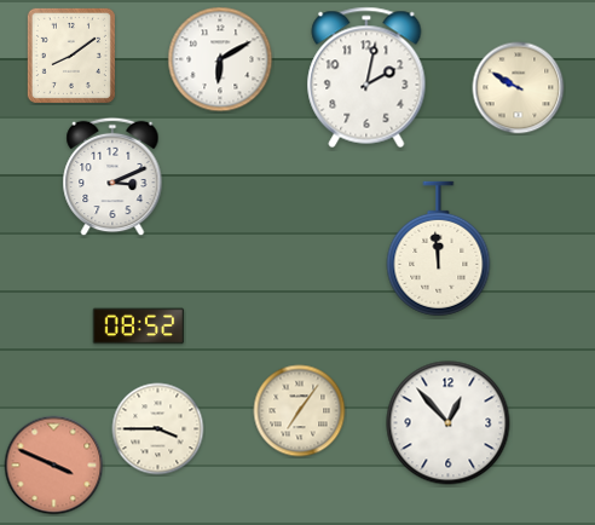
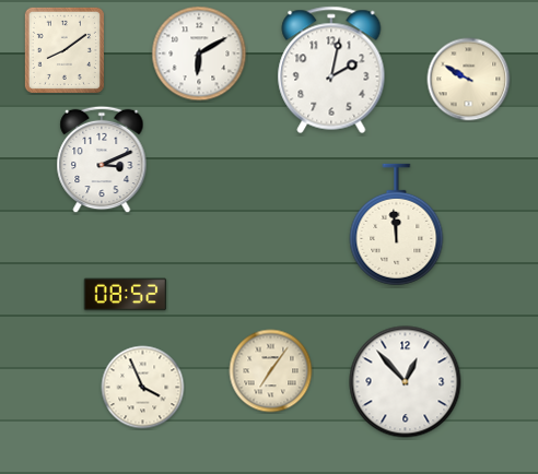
clock at (158, 429): 3:45 -> 3:56
clock at (54, 466): 3:49 -> none
